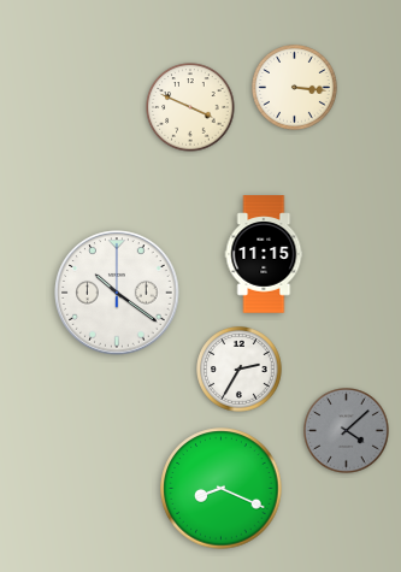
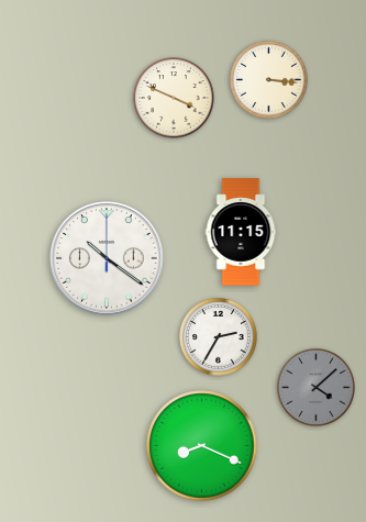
clock at (117, 293) position: (117, 293) -> (107, 258)
clock at (347, 431) position: (347, 431) -> (317, 388)
